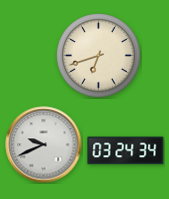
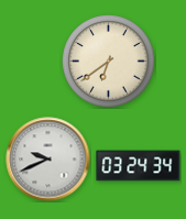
clock at (99, 56): 6:42 -> 6:39
